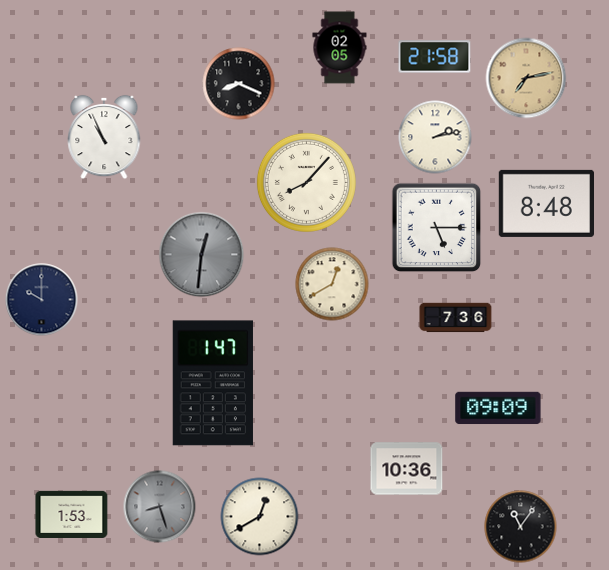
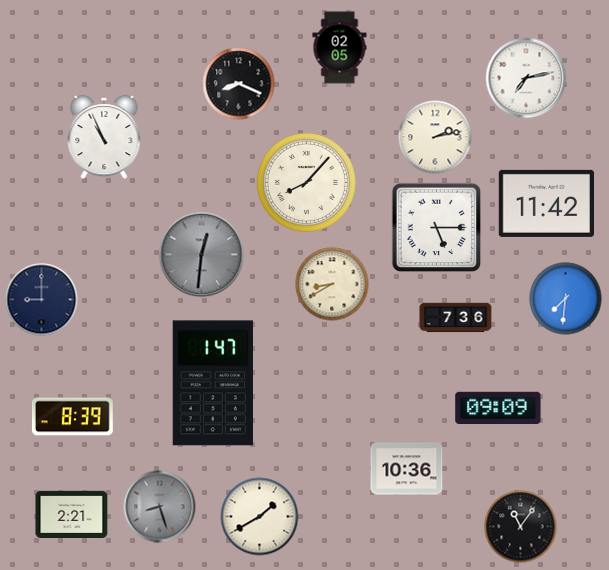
clock at (435, 57): 21:58 -> none
clock at (526, 78) dial: champagne -> white
clock at (546, 203): 8:48 -> 11:42
clock at (332, 284): 12:40 -> 8:40
clock at (566, 299): none -> 7:31
clock at (42, 300): 10:00 -> 9:00
clock at (72, 417): none -> 8:39
clock at (72, 514): 1:53 -> 2:21
clock at (260, 517): 12:40 -> 1:40
